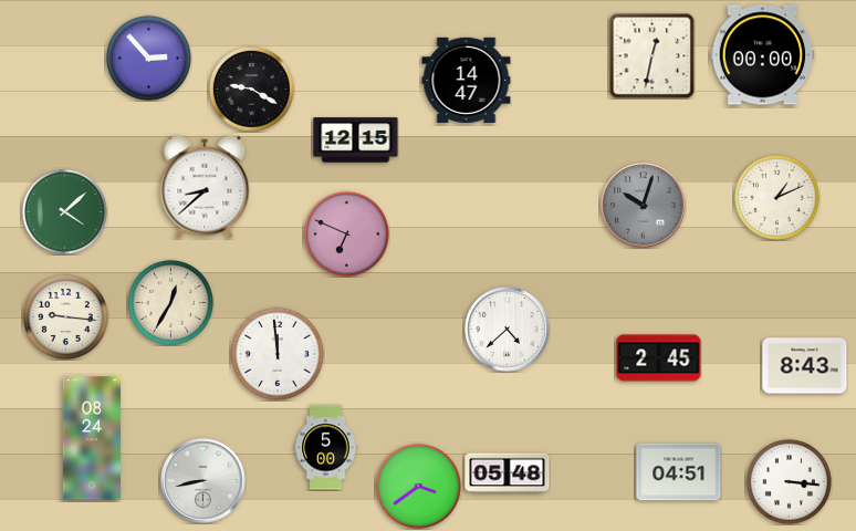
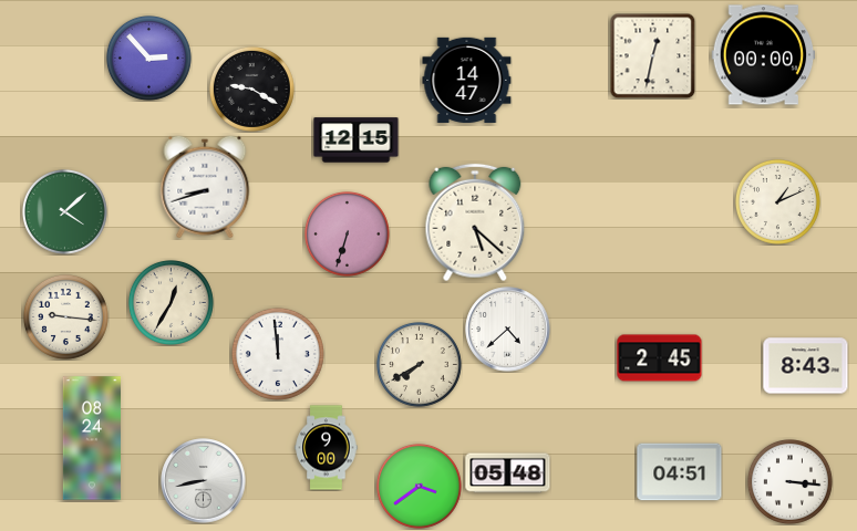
clock at (205, 187): 8:38 -> 8:42
clock at (776, 197) position: (776, 197) -> (777, 201)
clock at (644, 206): 10:03 -> none
clock at (475, 222): none -> 5:22
clock at (346, 233): 6:49 -> 6:33
clock at (419, 364): none -> 7:40
clock at (326, 448): 5:00 -> 9:00
